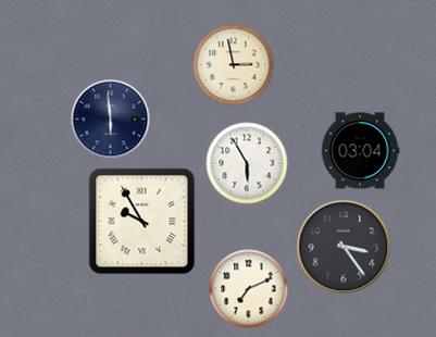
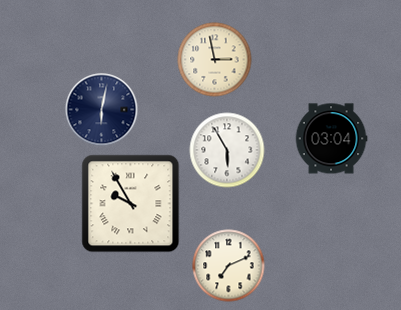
clock at (111, 120): 5:59 -> 6:02
clock at (344, 247): 3:24 -> none
